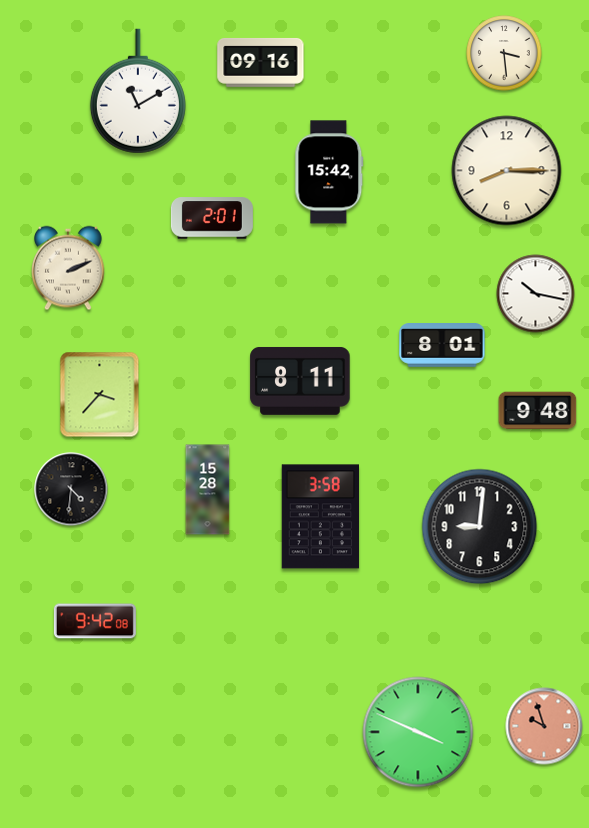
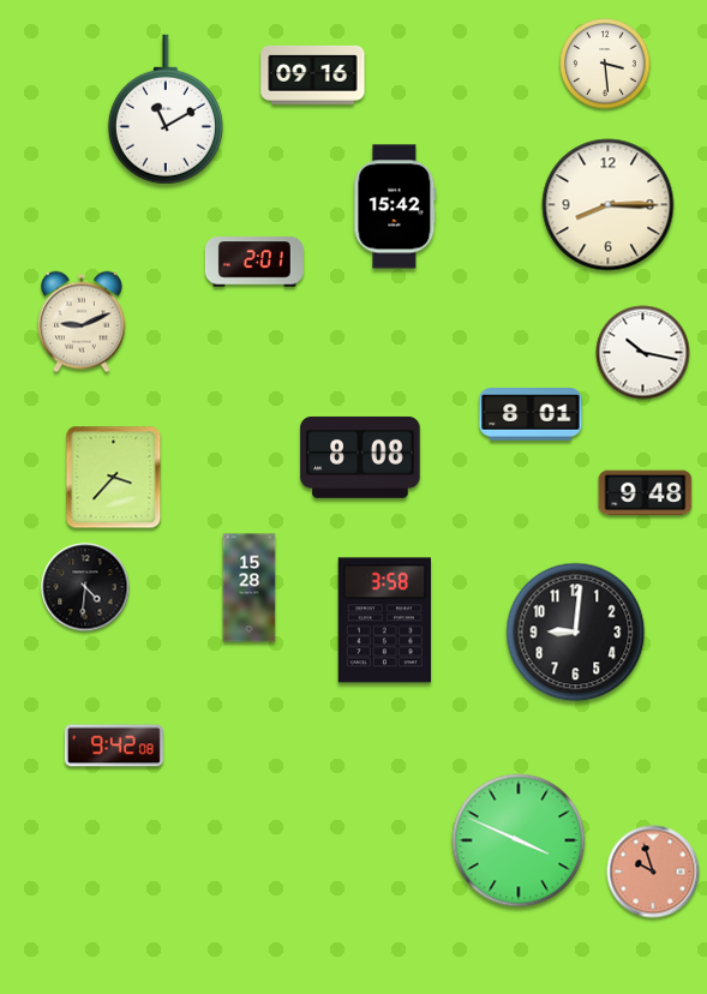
clock at (68, 268): 2:11 -> 9:11
clock at (300, 381): 8:11 -> 8:08
clock at (100, 395) position: (100, 395) -> (114, 478)
clock at (418, 732) position: (418, 732) -> (519, 840)
